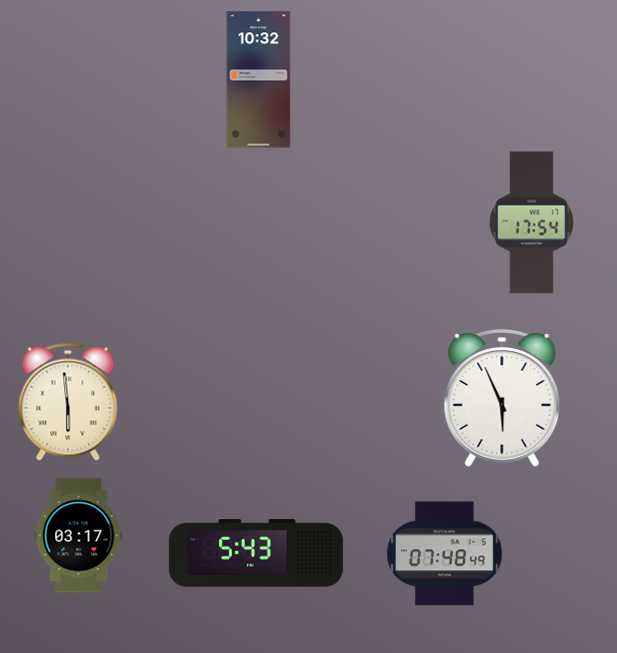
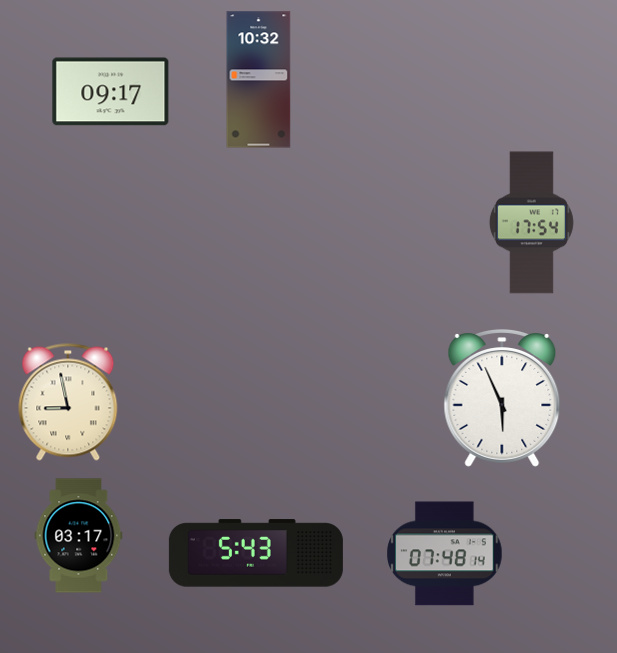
clock at (111, 92): none -> 09:17
clock at (68, 402): 5:59 -> 8:58
clock at (445, 554): 07:48:49 -> 07:48:14
